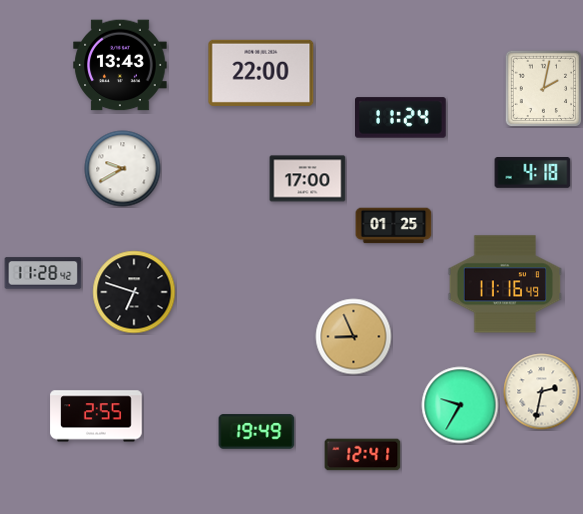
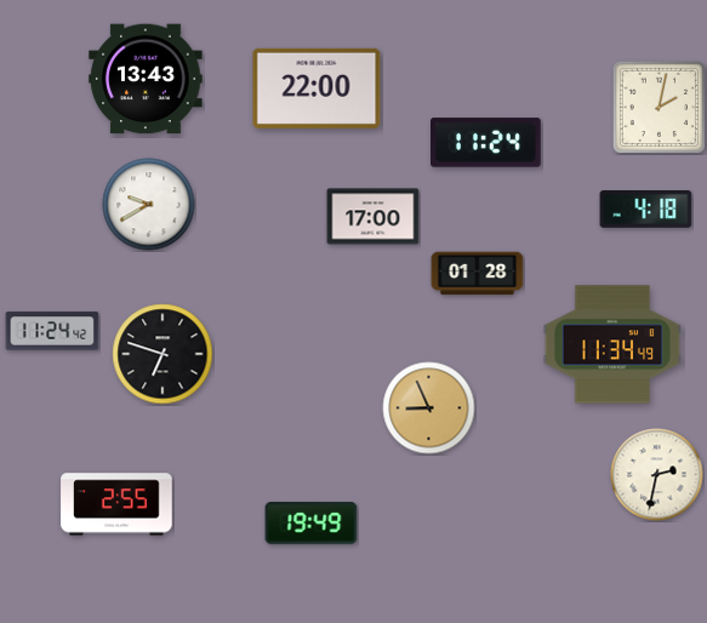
clock at (394, 226): 01:25 -> 01:28
clock at (43, 273): 11:28 -> 11:24
clock at (505, 284): 11:16 -> 11:34
clock at (460, 405): 9:35 -> none
clock at (363, 455): 12:41 -> none
